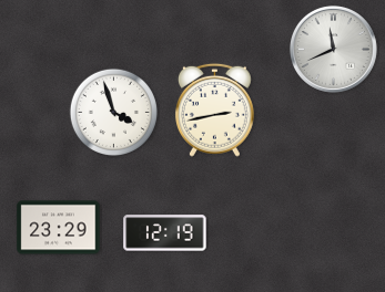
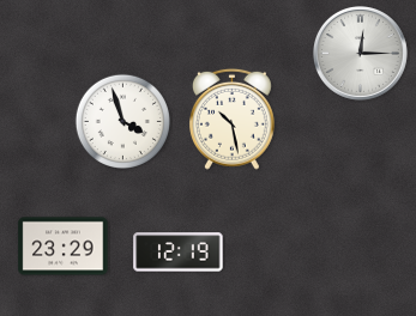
clock at (333, 49): 11:41 -> 12:15
clock at (214, 109): 2:43 -> 10:28
